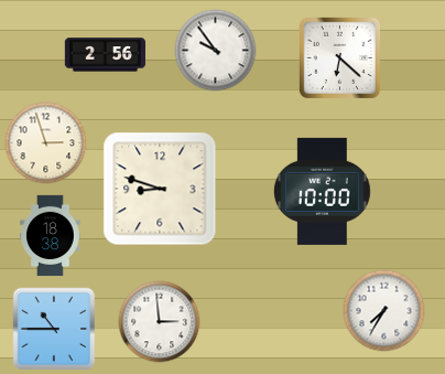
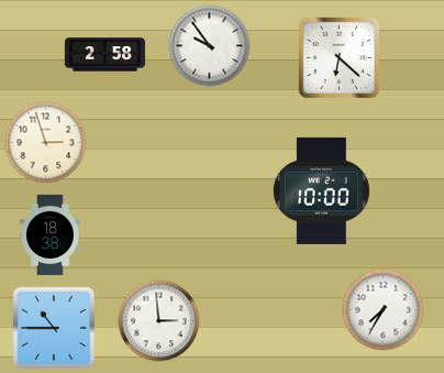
clock at (216, 51) position: (216, 51) -> (210, 46)
clock at (106, 55): 2:56 -> 2:58
clock at (160, 189): 8:48 -> none
